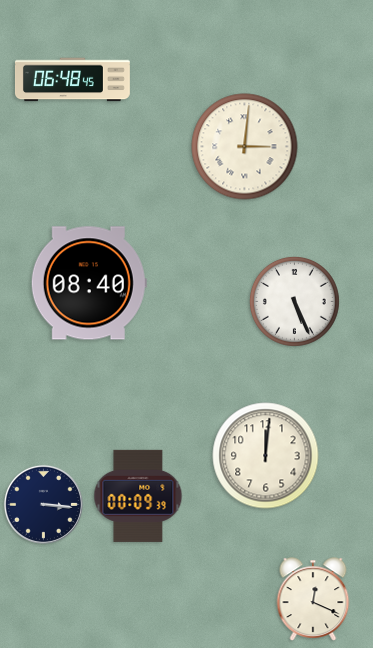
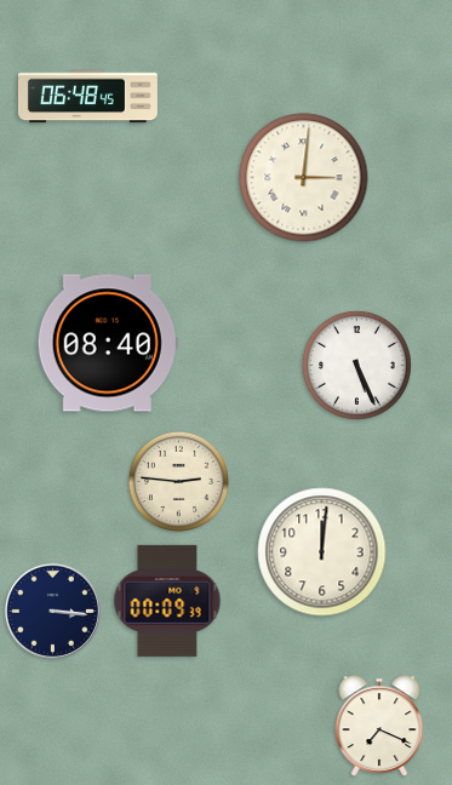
clock at (245, 147) position: (245, 147) -> (304, 178)
clock at (178, 481): none -> 2:46
clock at (313, 599): 12:19 -> 7:19
